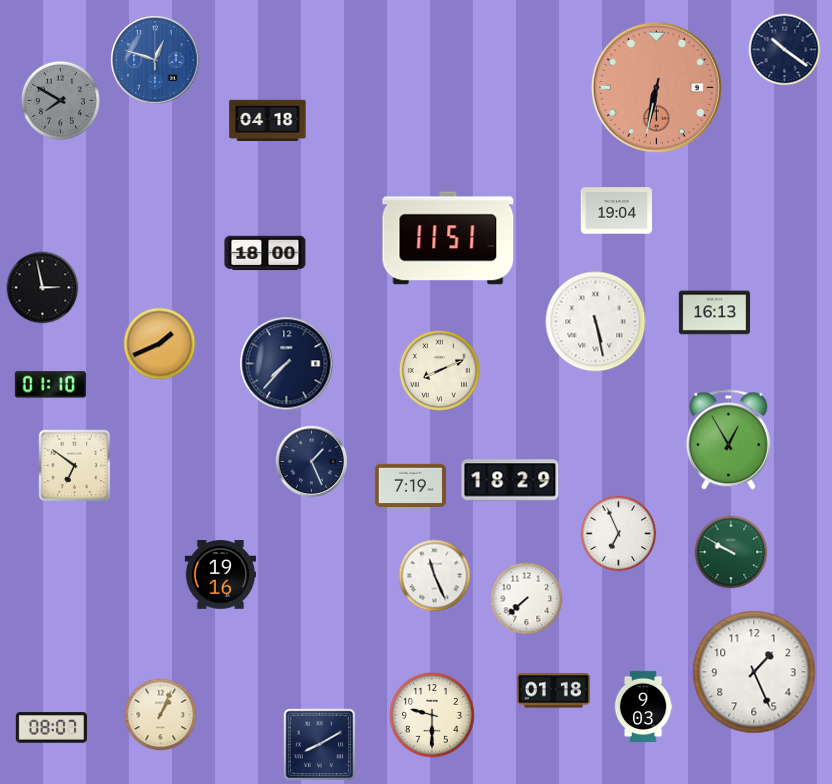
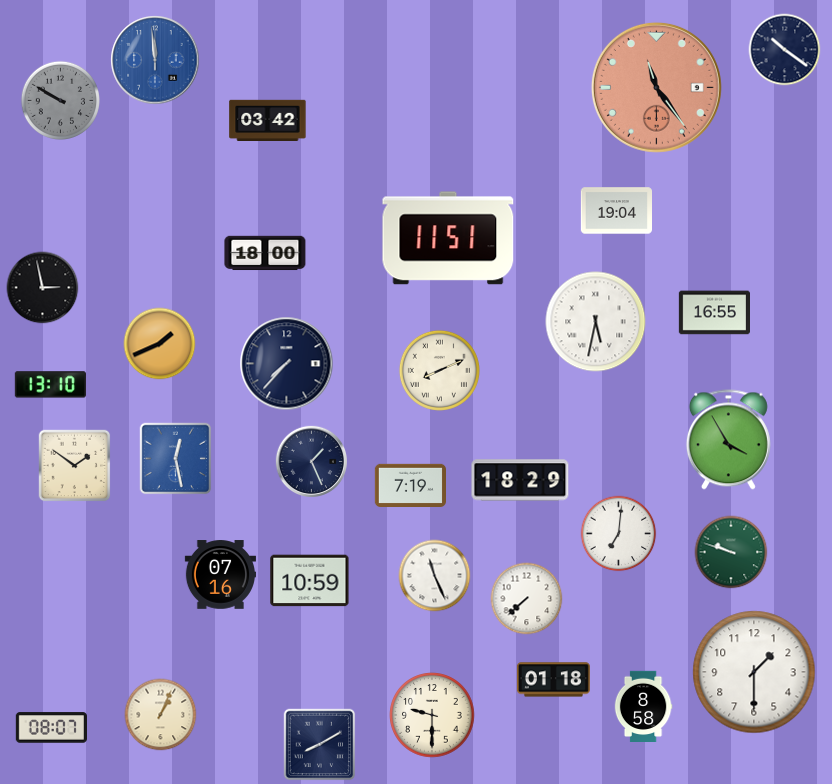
clock at (155, 60): 12:48 -> 11:59
clock at (656, 87): 6:32 -> 11:24
clock at (60, 100): 7:50 -> 9:50
clock at (268, 120): 04:18 -> 03:42
clock at (714, 313): 16:13 -> 16:55
clock at (596, 322): 5:28 -> 5:32
clock at (50, 385): 01:10 -> 13:10
clock at (728, 440): 12:55 -> 3:55
clock at (176, 459): none -> 12:28
clock at (75, 466): 6:51 -> 1:51
clock at (510, 480) position: (510, 480) -> (520, 480)
clock at (619, 534): 6:56 -> 7:01
clock at (731, 552): 9:50 -> 9:48
clock at (220, 575): 19:16 -> 07:16
clock at (310, 581): none -> 10:59
clock at (754, 672): 1:26 -> 1:30
clock at (553, 691) position: (553, 691) -> (553, 680)
clock at (643, 706): 9:03 -> 8:58
